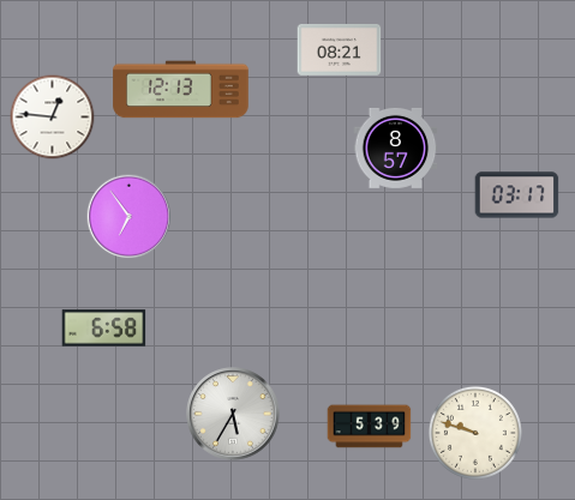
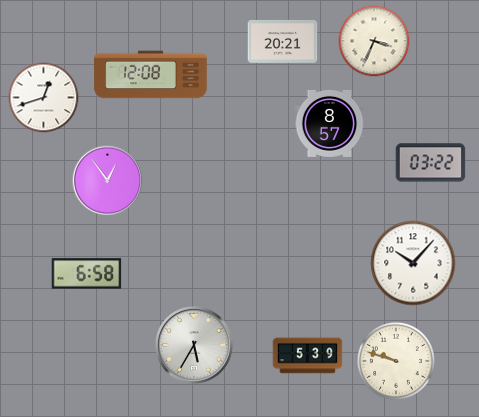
clock at (340, 49): 08:21 -> 20:21
clock at (374, 41): none -> 3:34
clock at (181, 90): 12:13 -> 12:08
clock at (53, 118): 12:46 -> 12:42
clock at (517, 195): 03:17 -> 03:22
clock at (130, 217): 6:54 -> 12:54
clock at (413, 263): none -> 10:07
